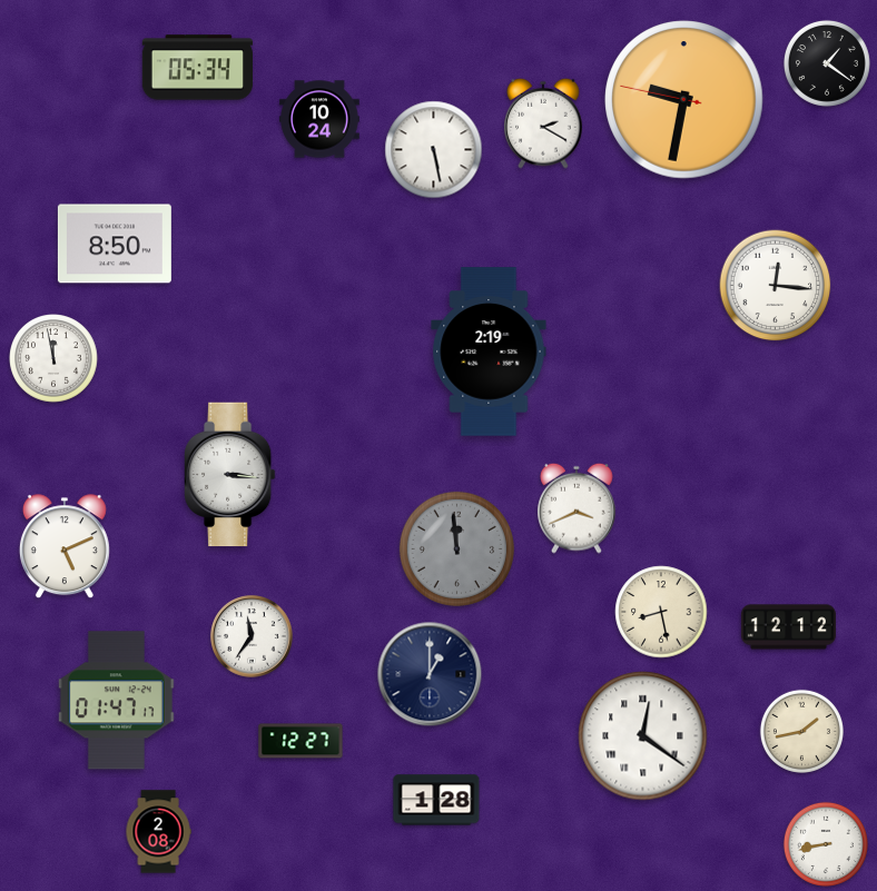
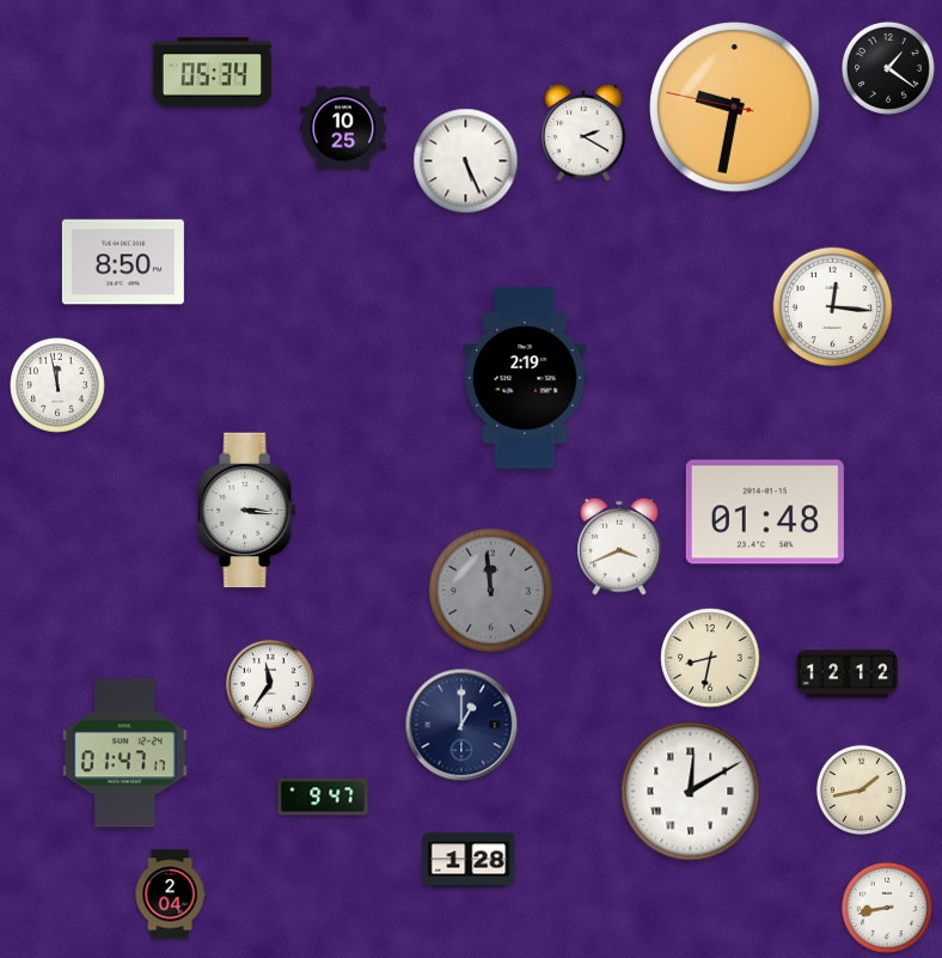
clock at (319, 119): 10:24 -> 10:25
clock at (434, 150): 5:28 -> 5:26
clock at (765, 512): none -> 01:48
clock at (65, 547): 5:11 -> none
clock at (661, 612): 8:28 -> 8:32
clock at (801, 731) position: (801, 731) -> (861, 789)
clock at (643, 736): 12:21 -> 12:10
clock at (300, 741): 12:27 -> 9:47
clock at (158, 832): 2:08 -> 2:04
